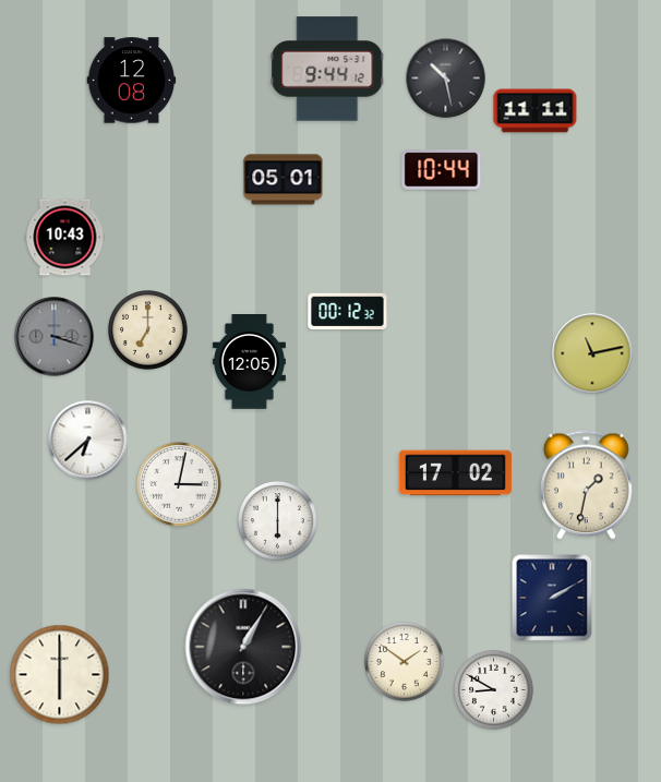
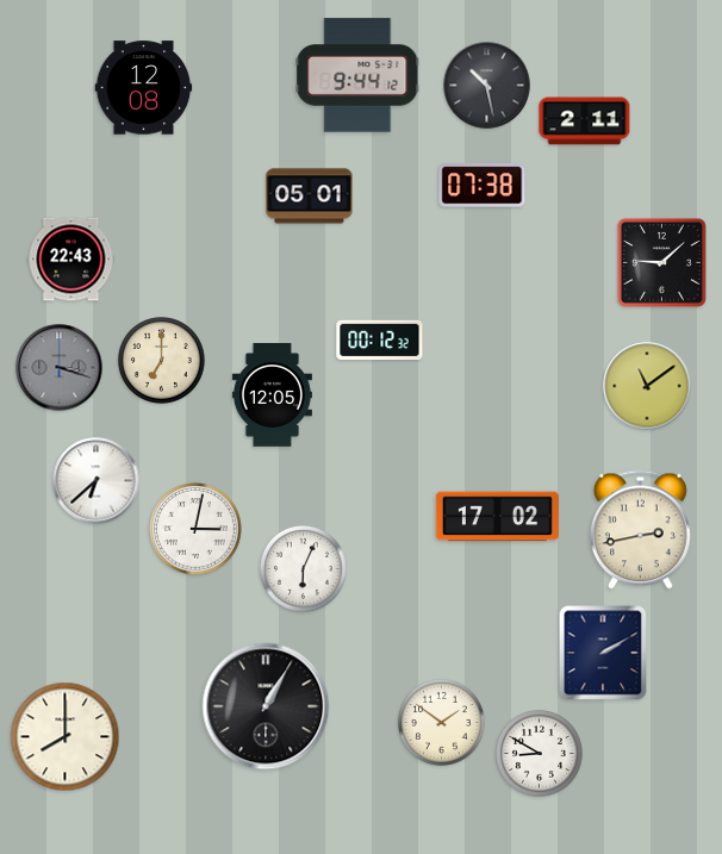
clock at (536, 111): 11:11 -> 2:11
clock at (442, 170): 10:44 -> 07:38
clock at (65, 238): 10:43 -> 22:43
clock at (661, 262): none -> 9:08
clock at (592, 353): 11:13 -> 11:09
clock at (586, 485): 1:32 -> 2:43
clock at (278, 521): 6:00 -> 6:04
clock at (60, 675): 6:00 -> 8:00
